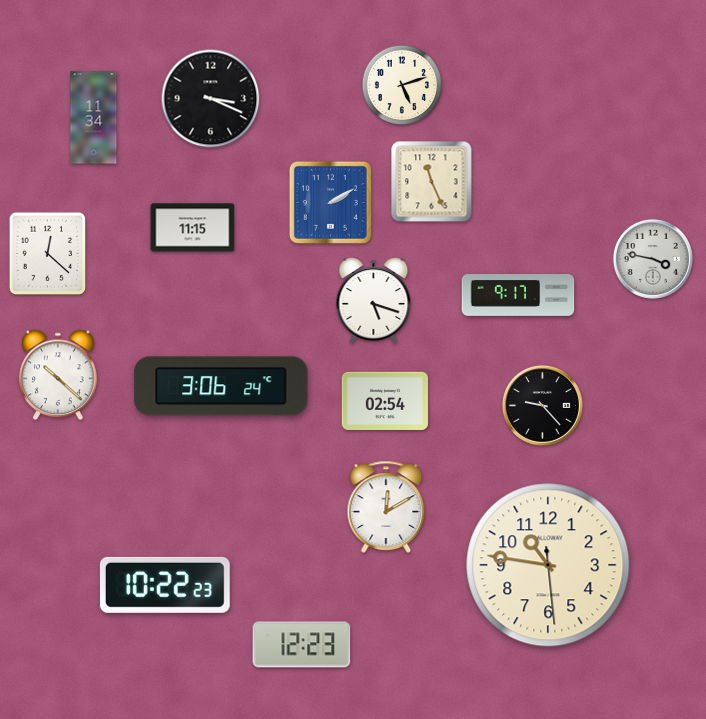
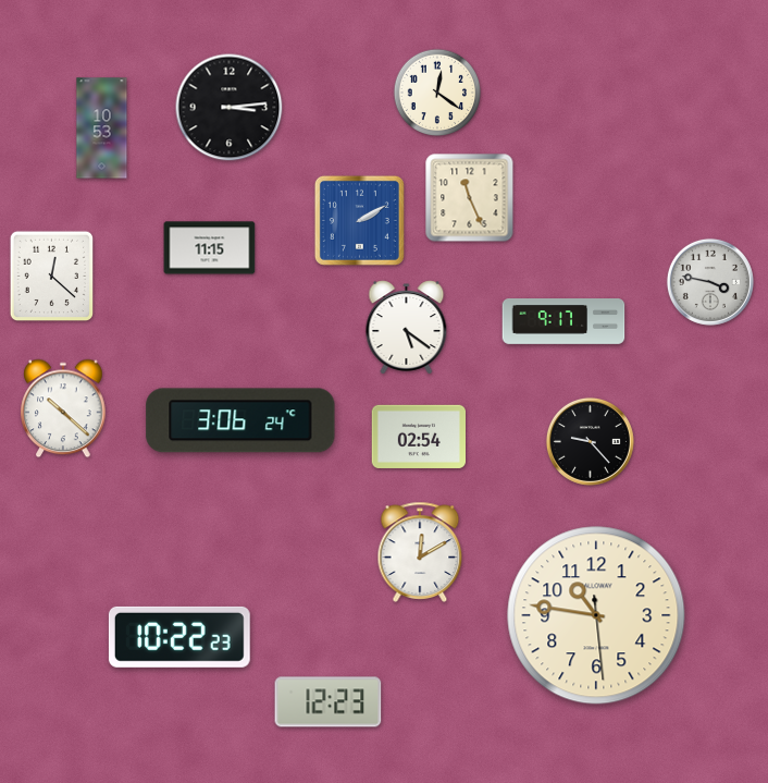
clock at (402, 85): 5:12 -> 12:21
clock at (211, 99): 3:19 -> 3:14
clock at (94, 118): 11:34 -> 10:53
clock at (374, 301): 5:18 -> 5:21
